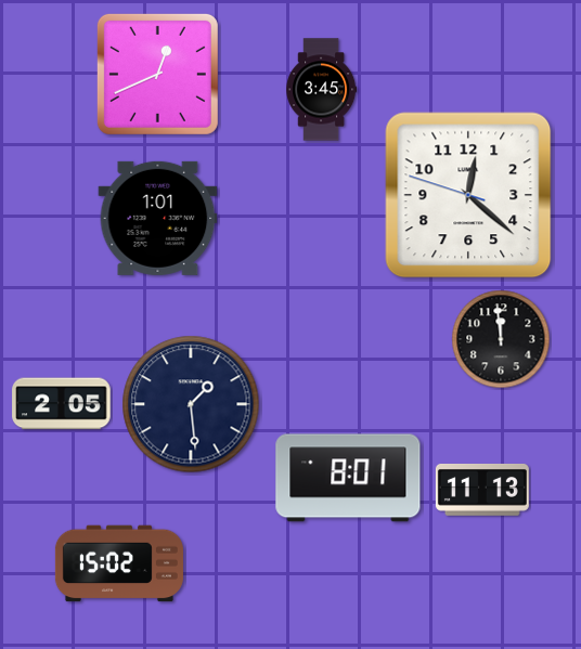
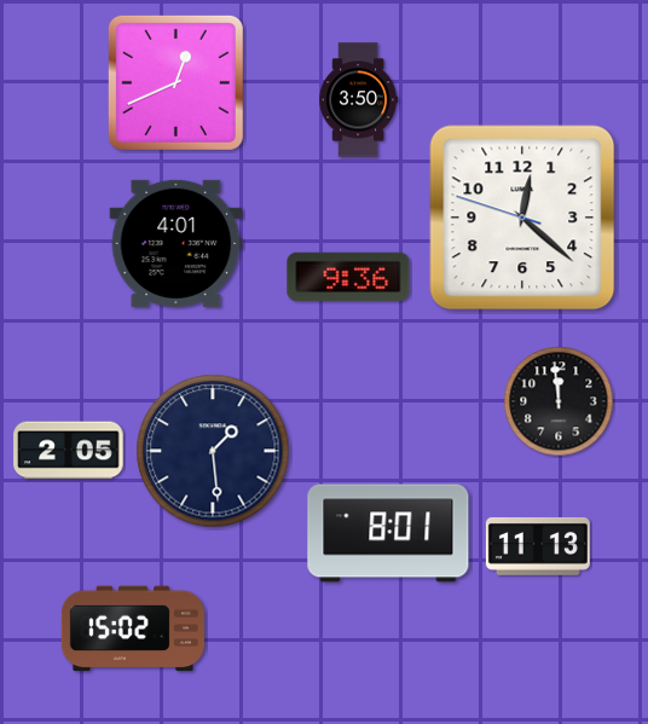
clock at (322, 90): 3:45 -> 3:50
clock at (158, 218): 1:01 -> 4:01
clock at (348, 277): none -> 9:36
clock at (501, 339) position: (501, 339) -> (559, 401)
